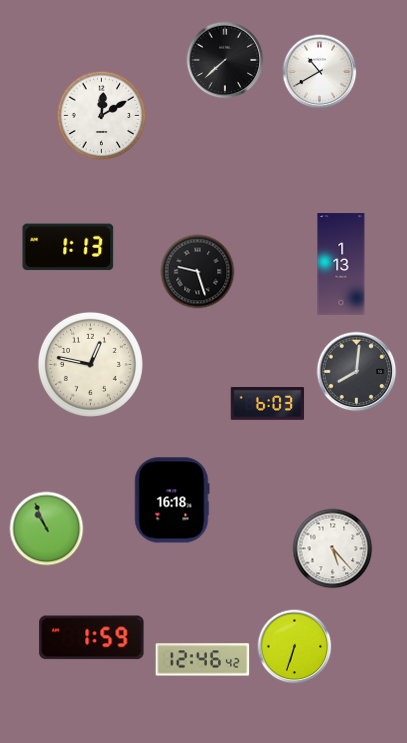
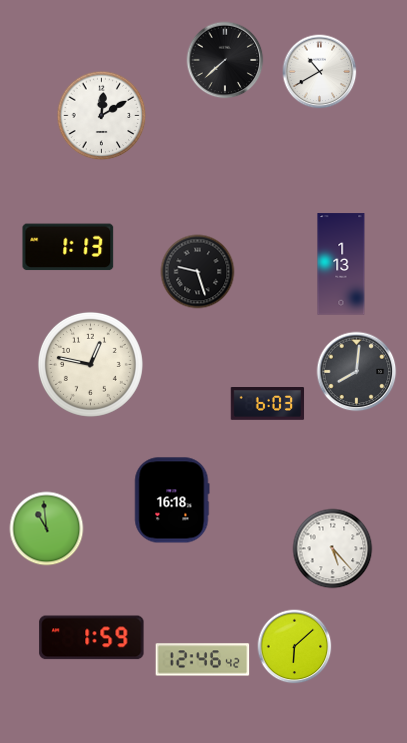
clock at (47, 529): 10:56 -> 10:59
clock at (295, 647): 6:33 -> 6:08
